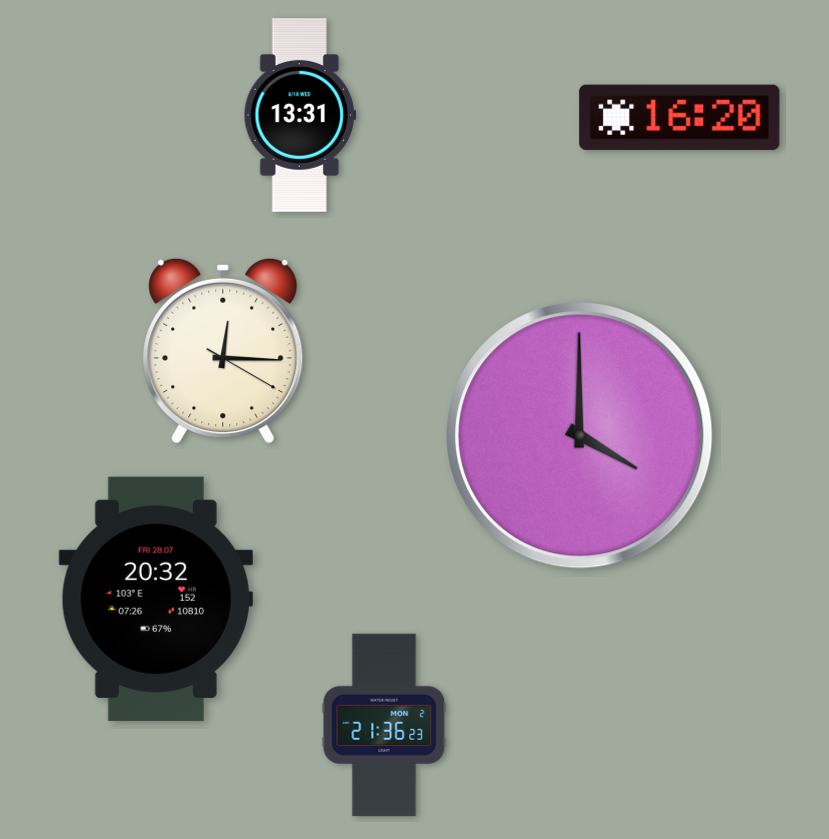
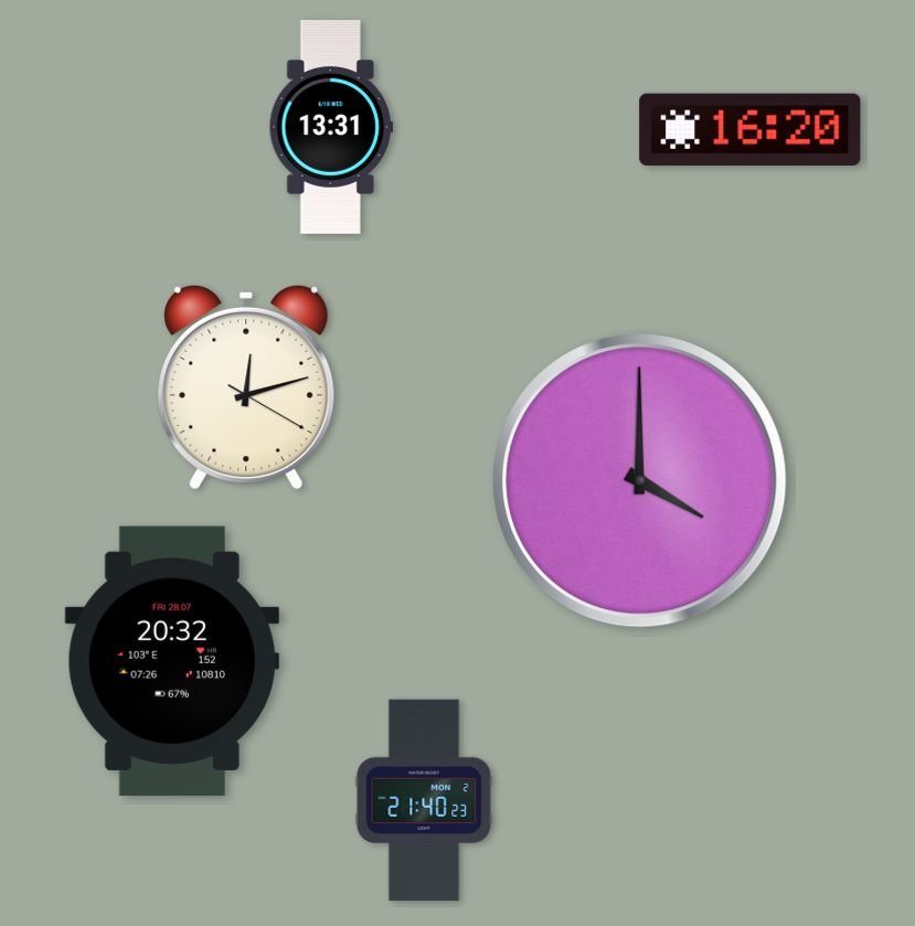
clock at (223, 351): 12:15 -> 12:12
clock at (384, 725): 21:36 -> 21:40
